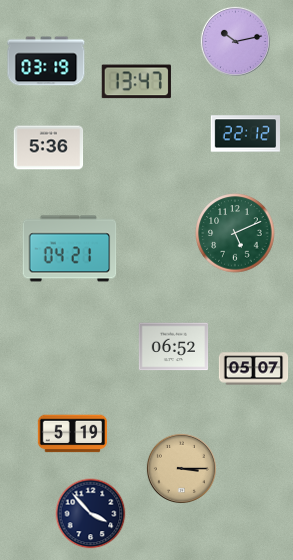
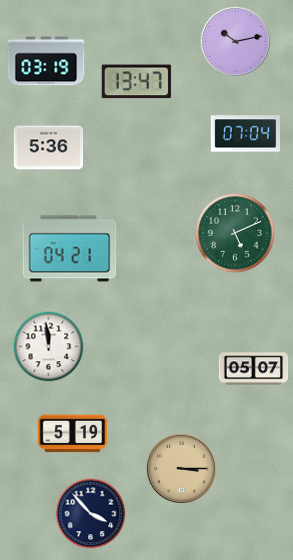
clock at (246, 134): 22:12 -> 07:04
clock at (49, 347): none -> 11:59
clock at (174, 347): 06:52 -> none
